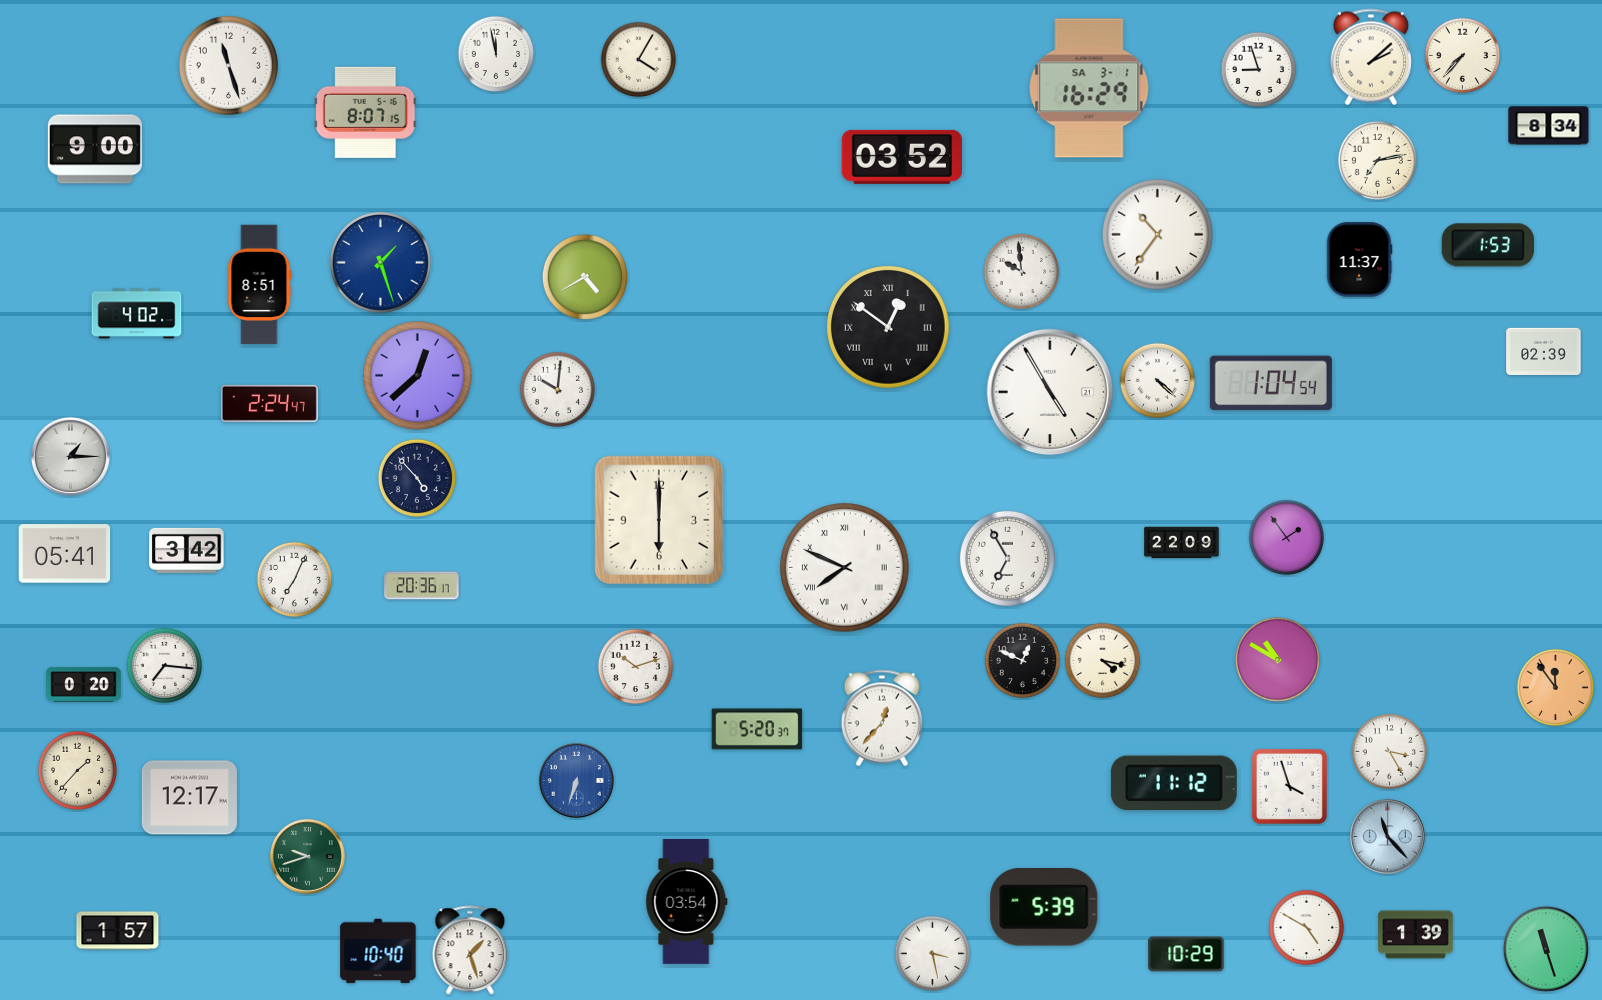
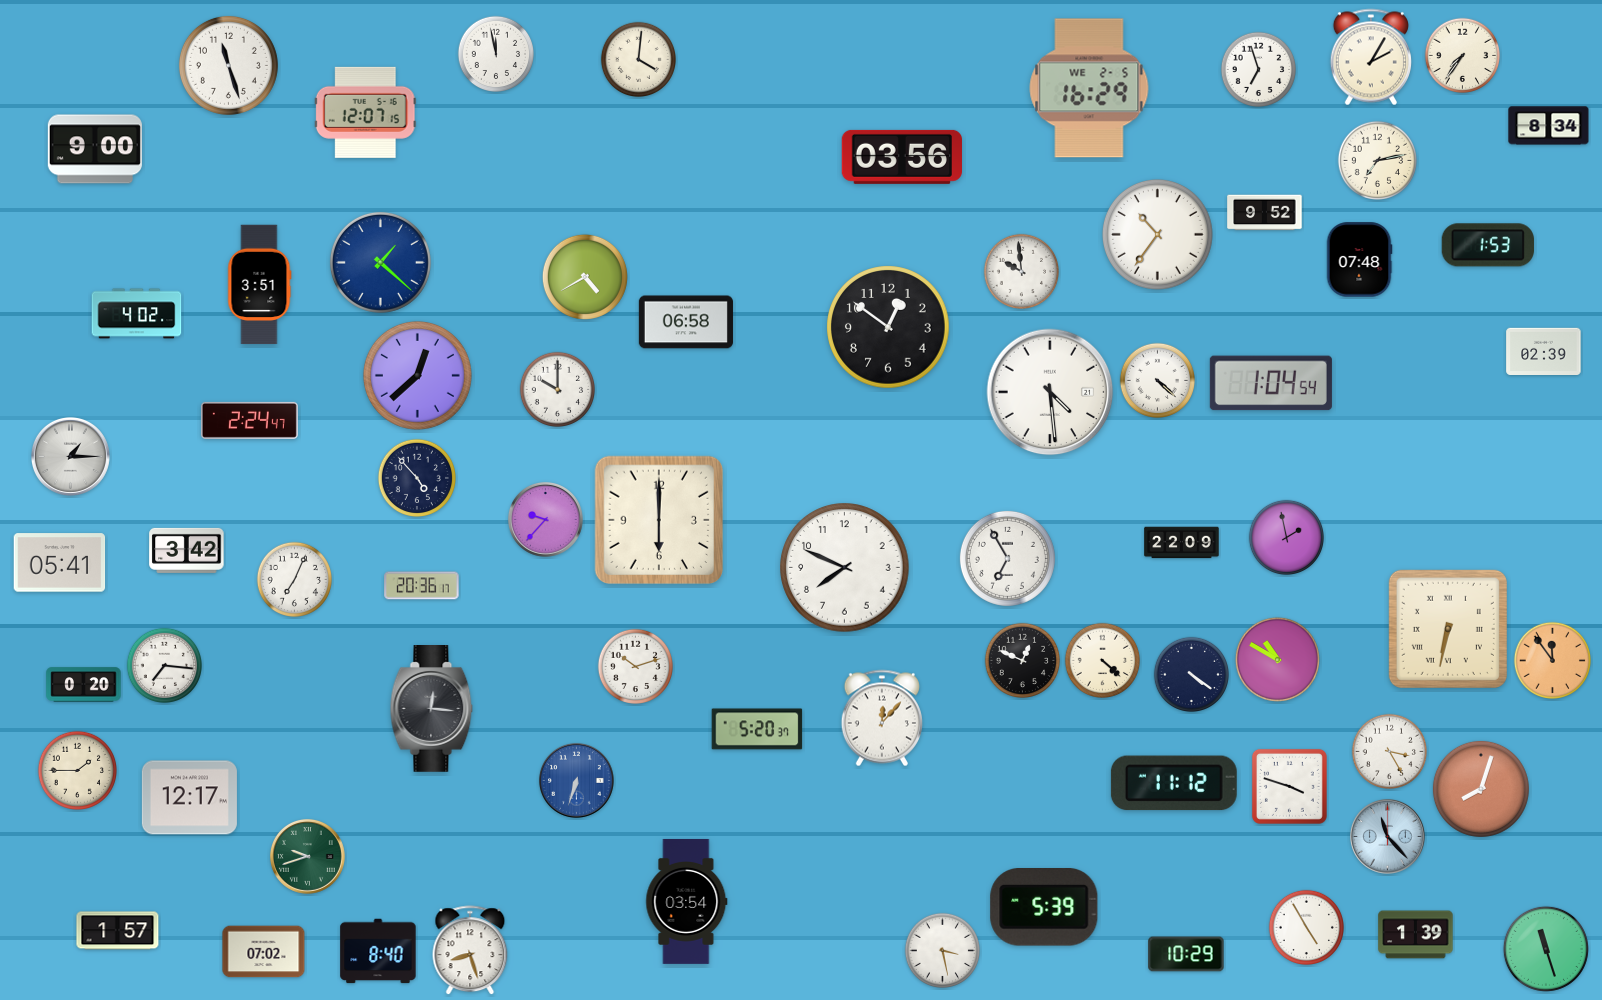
clock at (1463, 56): 7:37 -> 7:36
clock at (1371, 57): 2:08 -> 2:05
clock at (639, 60): 4:05 -> 4:01
clock at (1259, 70): 8:57 -> 6:57
clock at (1089, 88) date: SA 3-1 -> WE 2-5
clock at (365, 112): 8:07 -> 12:07
clock at (902, 157): 03:52 -> 03:56
clock at (1265, 213): none -> 9:52
clock at (1359, 260): 11:37 -> 07:48
clock at (380, 262): 1:27 -> 1:22
clock at (260, 285): 8:51 -> 3:51
clock at (686, 322): none -> 06:58
clock at (888, 327) numerals: Roman -> Arabic
clock at (558, 390): 10:01 -> 10:00
clock at (1050, 392): 4:55 -> 4:29
clock at (269, 403) position: (269, 403) -> (249, 420)
clock at (545, 519): none -> 9:37
clock at (1287, 538): 1:54 -> 1:58
clock at (65, 554) position: (65, 554) -> (60, 563)
clock at (845, 568) numerals: Roman -> Arabic
clock at (1448, 629): none -> 6:32
clock at (1103, 661): 4:17 -> 4:22
clock at (1192, 675): none -> 4:21
clock at (1555, 687) position: (1555, 687) -> (1552, 660)
clock at (432, 709): none -> 12:16
clock at (882, 718): 12:37 -> 12:07
clock at (77, 770): 1:37 -> 1:45
clock at (1289, 786): 3:57 -> 3:48
clock at (1481, 789): none -> 8:03
clock at (1307, 928): 4:50 -> 4:55
clock at (378, 951): 10:40 -> 8:40
clock at (470, 951): 1:27 -> 8:27
clock at (264, 952): none -> 07:02
clock at (933, 954) position: (933, 954) -> (943, 951)
